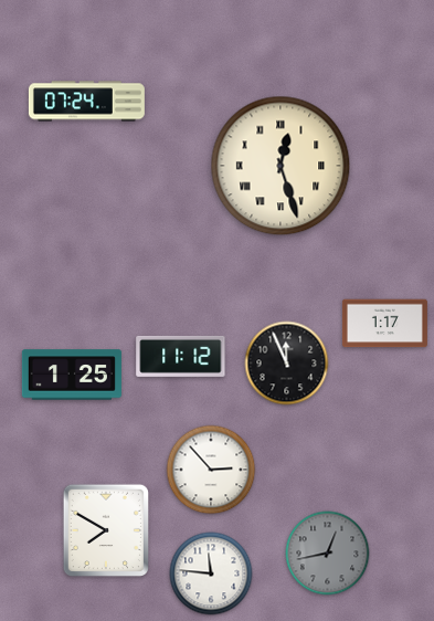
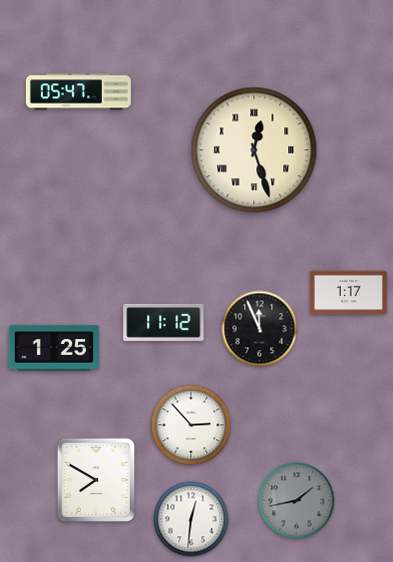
clock at (86, 102): 07:24 -> 05:47
clock at (72, 375) position: (72, 375) -> (54, 348)
clock at (328, 554): 12:43 -> 1:43
clock at (211, 573): 11:46 -> 12:31
